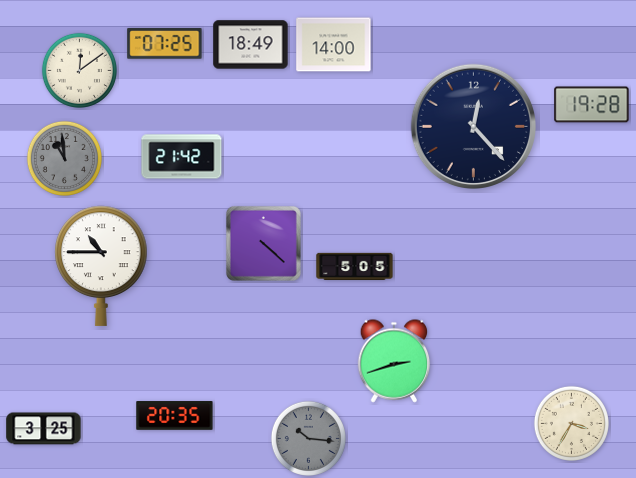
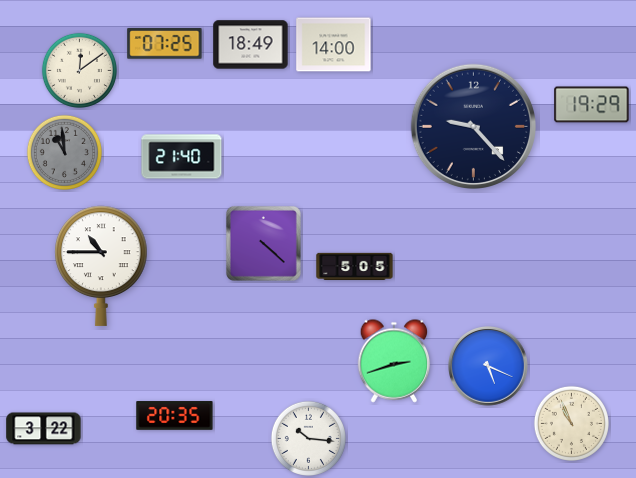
clock at (592, 105): 19:28 -> 19:29
clock at (473, 126): 12:23 -> 9:23
clock at (182, 157): 21:42 -> 21:40
clock at (64, 158) position: (64, 158) -> (64, 152)
clock at (489, 367): none -> 5:19
clock at (571, 423): 3:35 -> 10:56
clock at (44, 429): 3:25 -> 3:22
clock at (308, 438) dial: grey -> white
